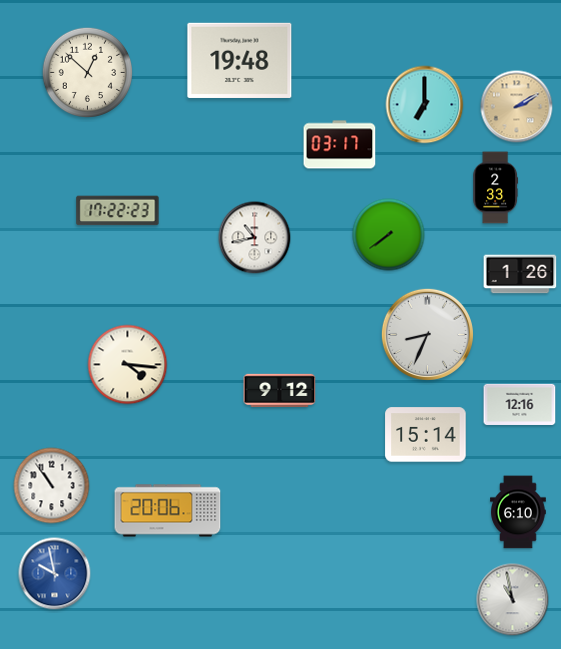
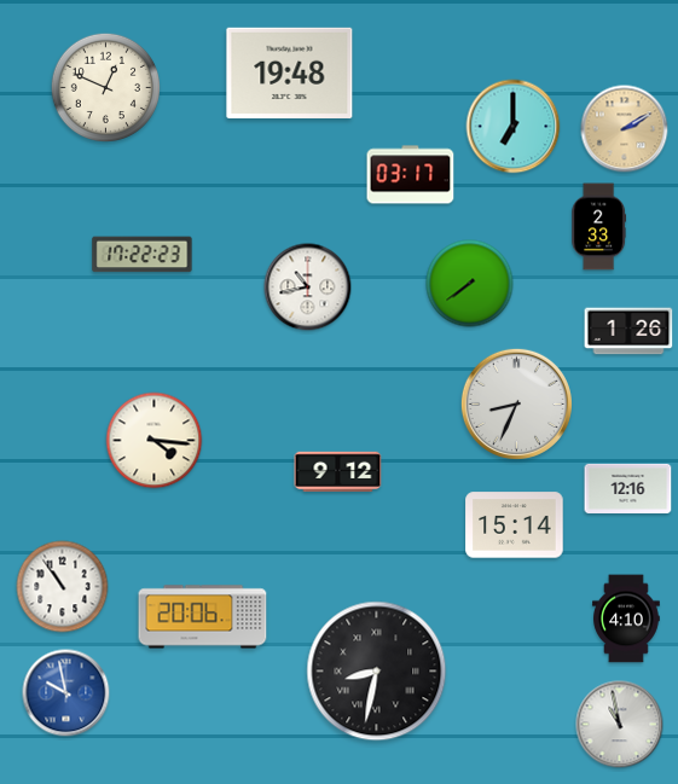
clock at (87, 72): 12:52 -> 12:49
clock at (518, 512): 6:10 -> 4:10
clock at (377, 672): none -> 8:32
